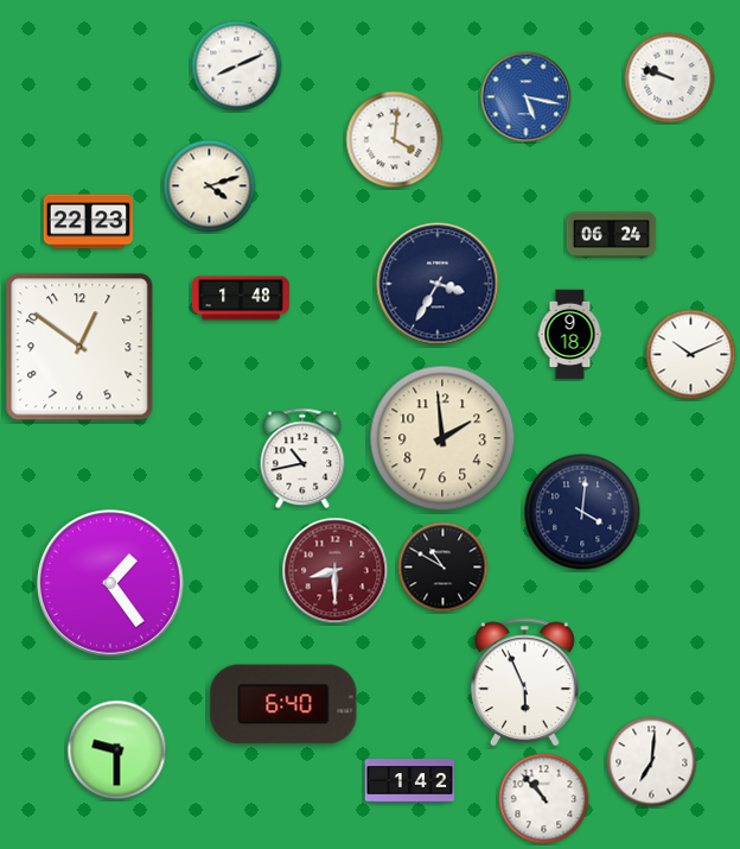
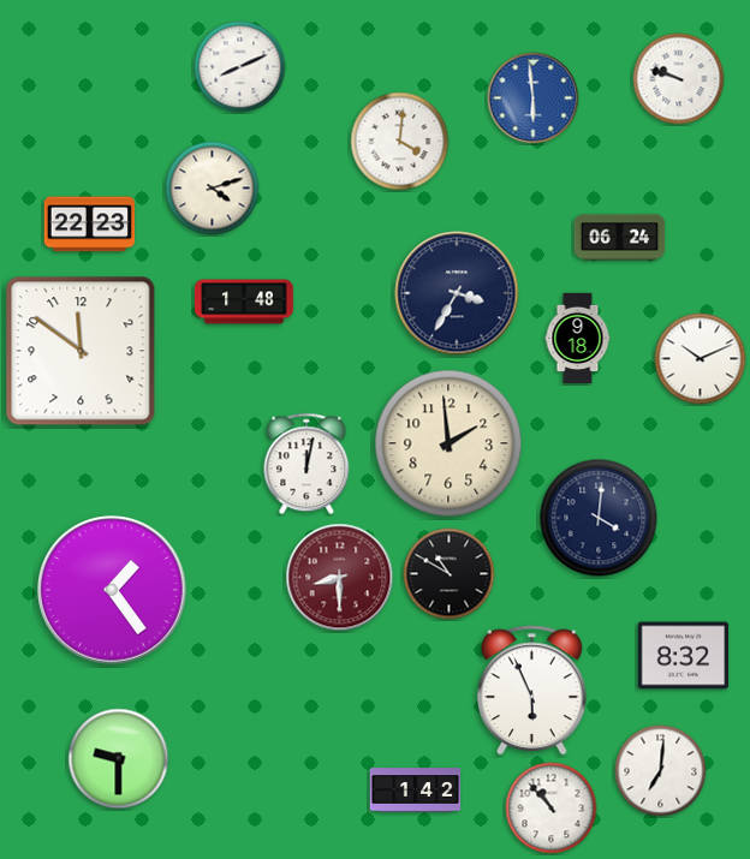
clock at (527, 97): 5:17 -> 5:59
clock at (438, 284) position: (438, 284) -> (457, 293)
clock at (79, 347): 12:51 -> 11:51
clock at (302, 458): 10:43 -> 12:02
clock at (582, 512) position: (582, 512) -> (599, 518)
clock at (684, 656): none -> 8:32
clock at (283, 704): 6:40 -> none
